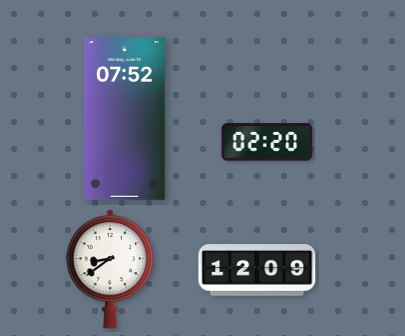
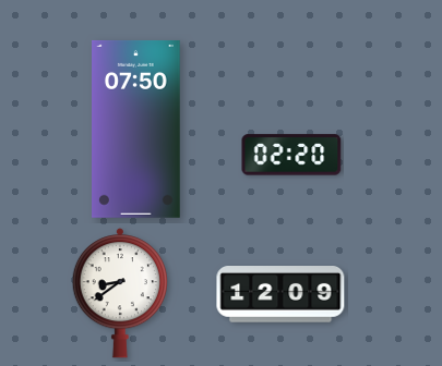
clock at (125, 118): 07:52 -> 07:50
